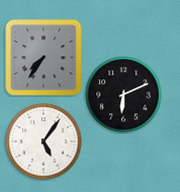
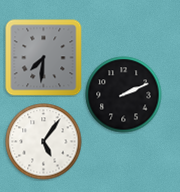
clock at (44, 58): 7:36 -> 7:31
clock at (124, 95): 6:11 -> 2:11
